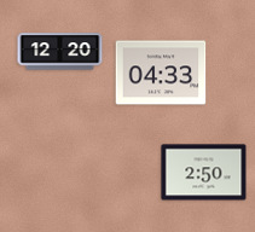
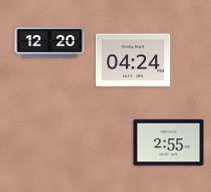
clock at (161, 72): 04:33 -> 04:24
clock at (204, 173): 2:50 -> 2:55
